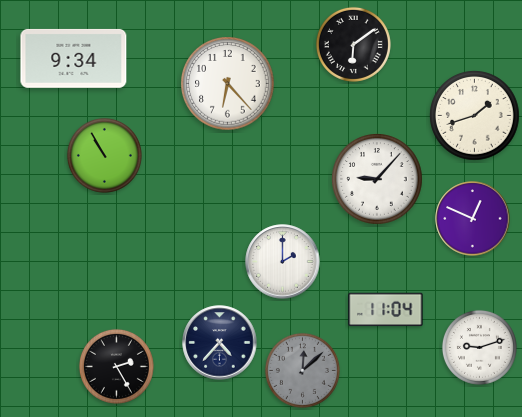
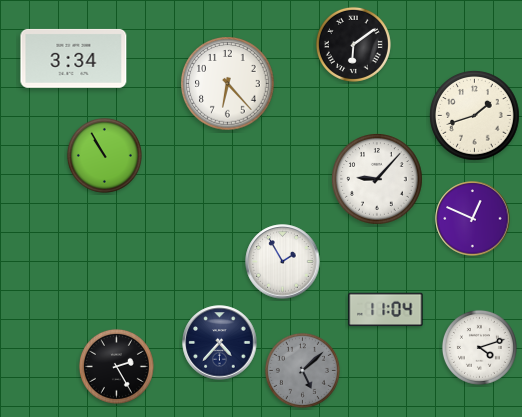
clock at (74, 58): 9:34 -> 3:34
clock at (283, 262): 2:00 -> 1:55
clock at (479, 347): 9:12 -> 4:12
clock at (302, 370): 12:08 -> 5:08
